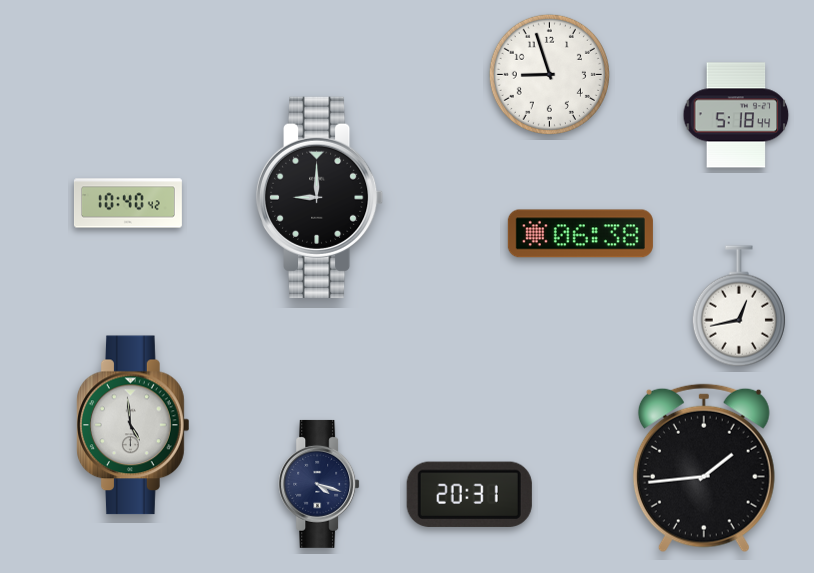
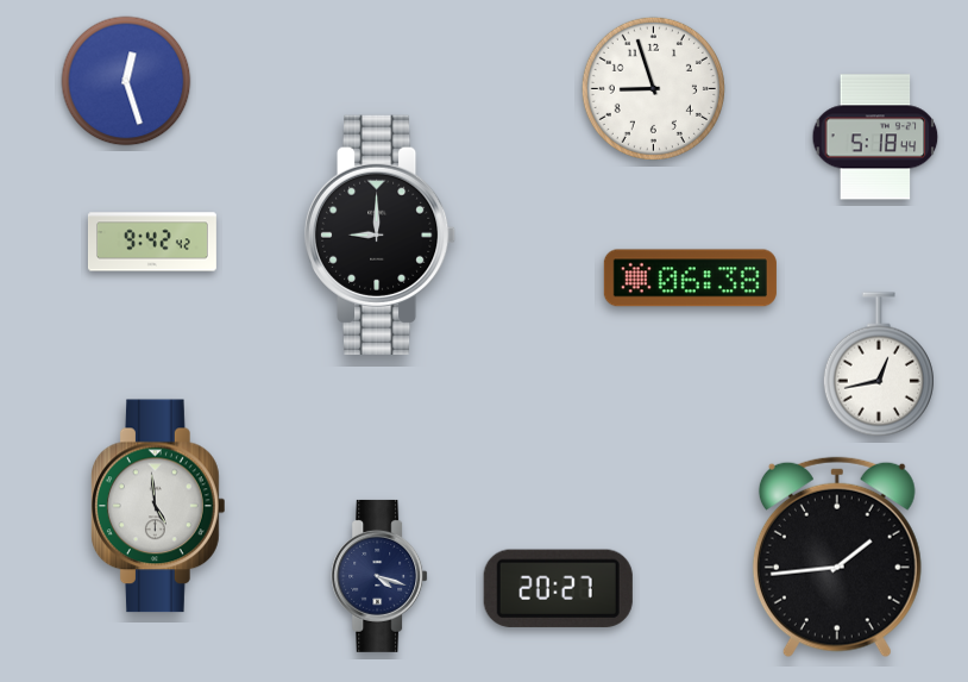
clock at (126, 81): none -> 12:27
clock at (128, 203): 10:40 -> 9:42
clock at (469, 494): 20:31 -> 20:27
